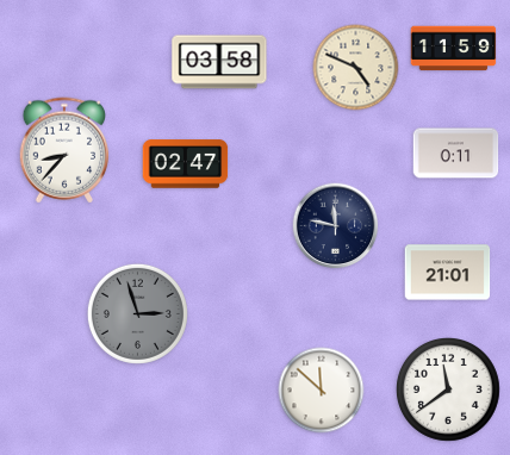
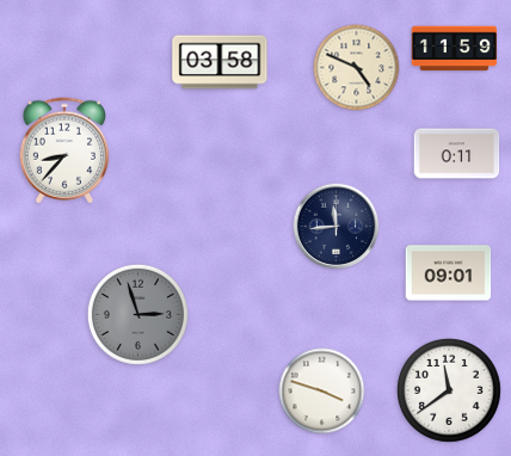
clock at (186, 164): 02:47 -> none
clock at (336, 226): 11:47 -> 11:44
clock at (448, 273): 21:01 -> 09:01
clock at (322, 391): 11:52 -> 3:48
